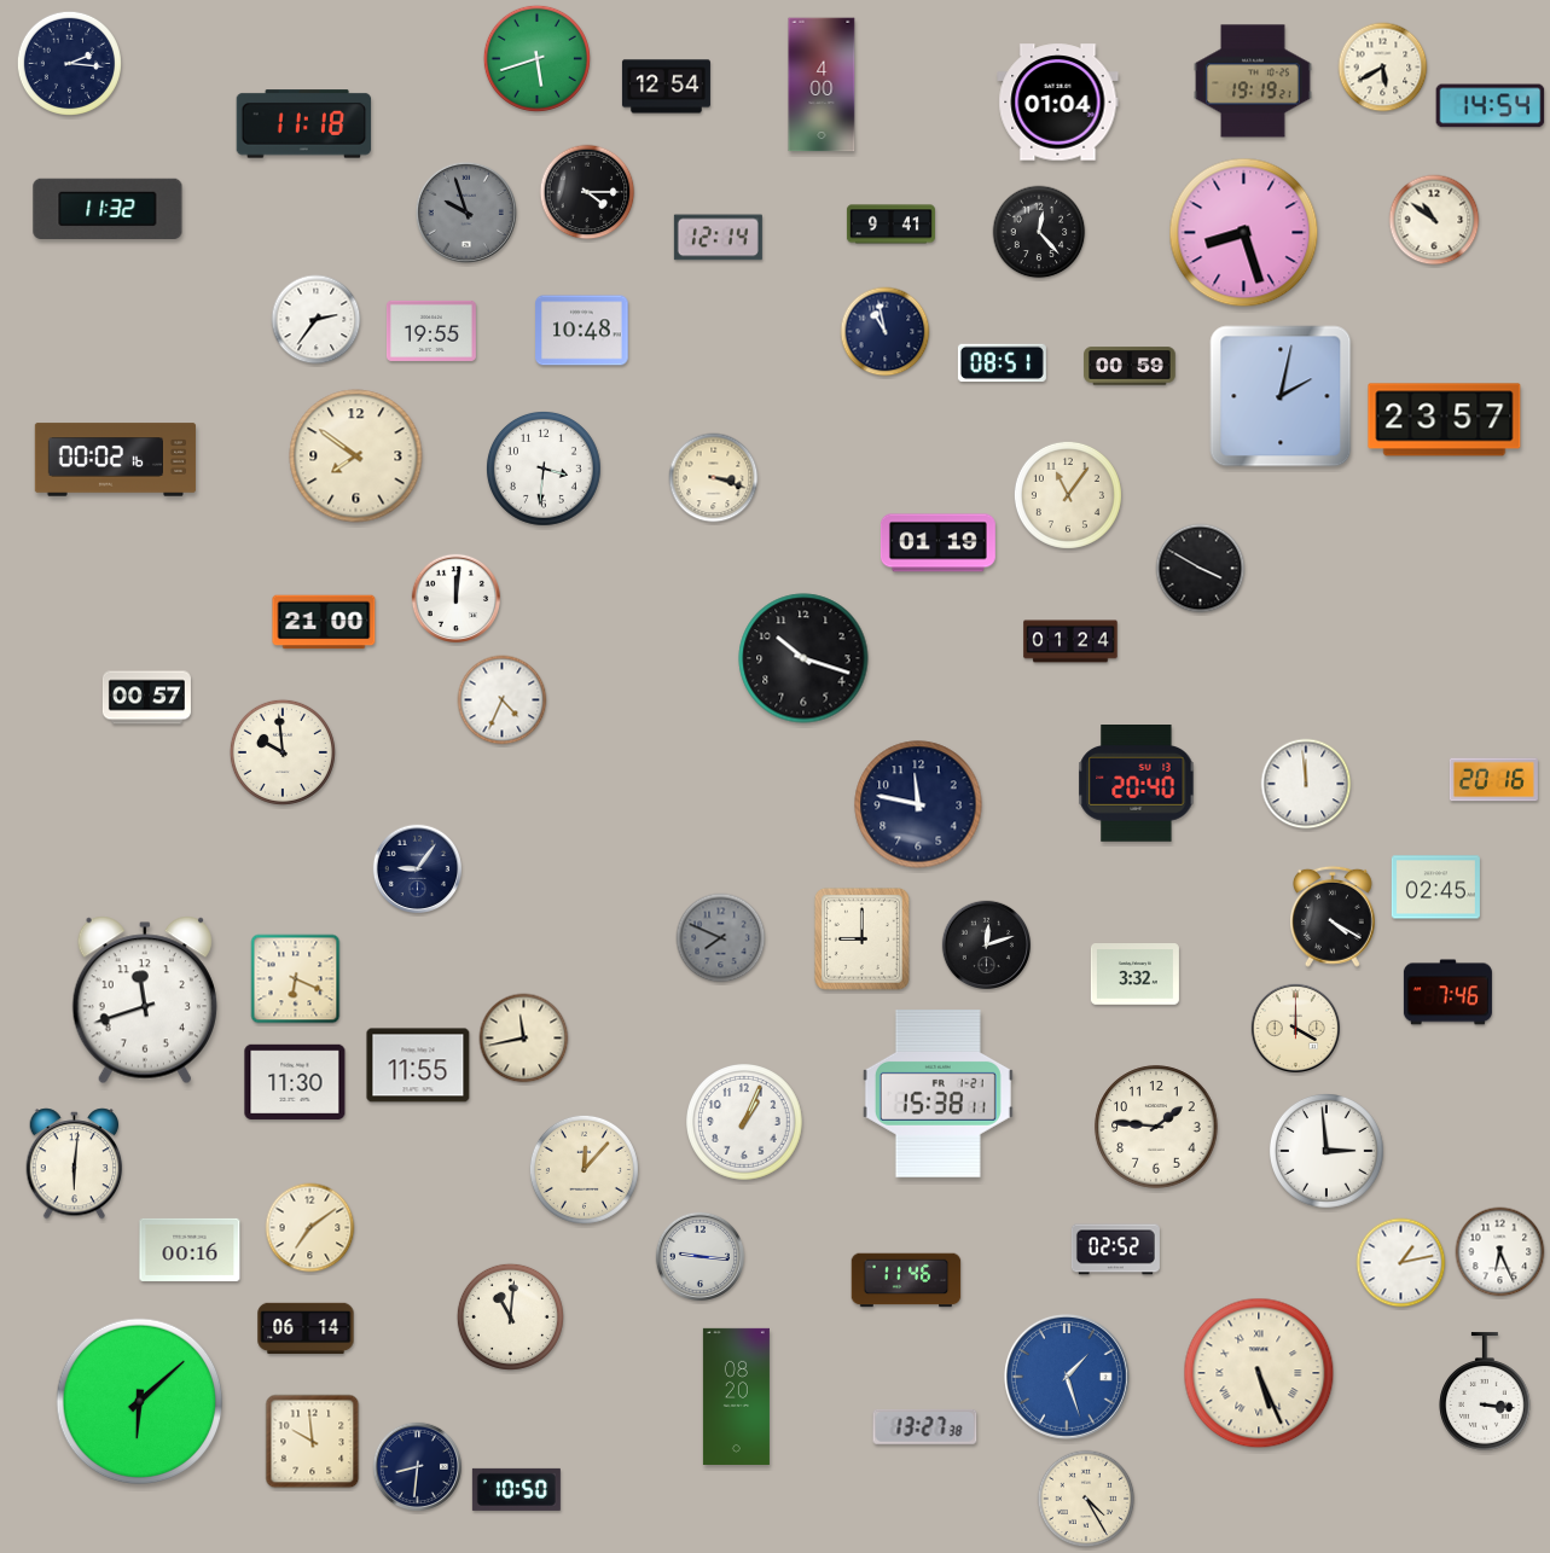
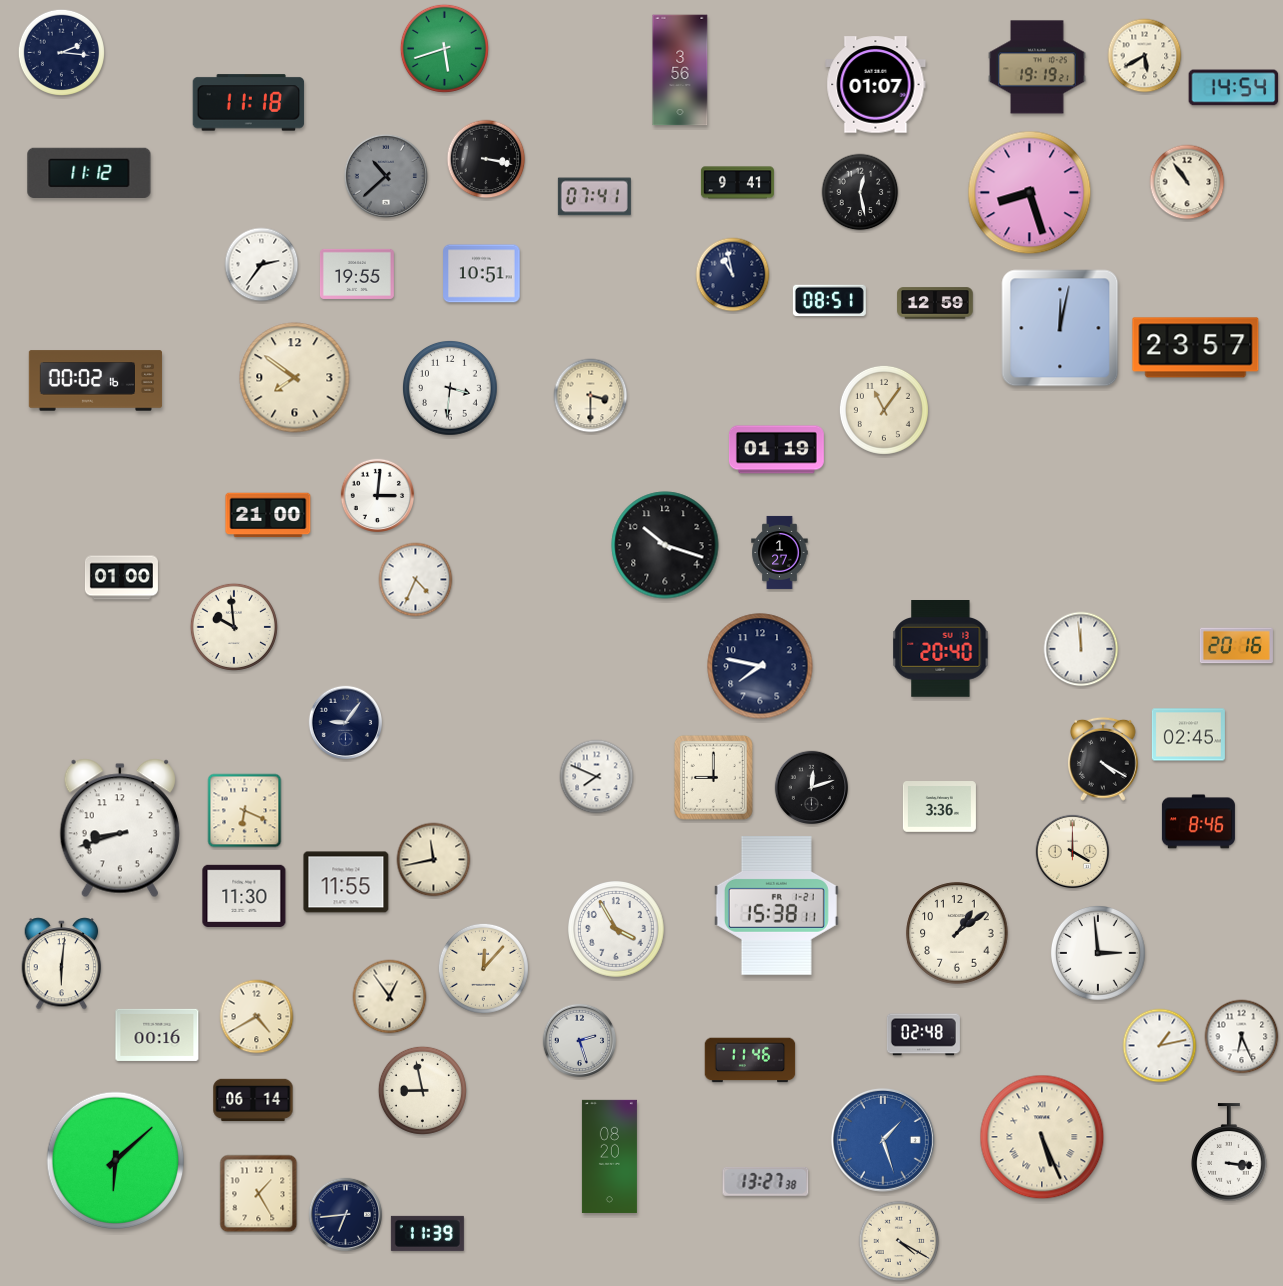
clock at (69, 63) position: (69, 63) -> (61, 52)
clock at (822, 85): 4:00 -> 3:56
clock at (666, 87): 12:54 -> none
clock at (1058, 103): 01:04 -> 01:07
clock at (304, 124) position: (304, 124) -> (249, 103)
clock at (587, 192): 4:15 -> 3:17
clock at (108, 209): 11:32 -> 11:12
clock at (466, 213): 9:57 -> 10:38
clock at (1434, 220): 10:51 -> 10:54
clock at (890, 225) position: (890, 225) -> (737, 183)
clock at (1039, 232): 12:23 -> 12:28
clock at (718, 238): 12:14 -> 07:41
clock at (582, 331): 10:48 -> 10:51
clock at (1130, 366): 00:59 -> 12:59
clock at (1281, 396): 2:02 -> 12:02
clock at (714, 478): 3:18 -> 3:30
clock at (1201, 569): 3:50 -> none
clock at (455, 598): 12:01 -> 3:01
clock at (1070, 641): 01:24 -> none
clock at (780, 552): none -> 1:27
clock at (146, 698): 00:57 -> 01:00
clock at (283, 752) position: (283, 752) -> (234, 627)
clock at (918, 804): 11:47 -> 7:47
clock at (417, 868) position: (417, 868) -> (345, 722)
clock at (721, 938) dial: grey -> white
clock at (986, 944) position: (986, 944) -> (811, 787)
clock at (1134, 975): 3:32 -> 3:36
clock at (1447, 993): 7:46 -> 8:46
clock at (145, 1000): 11:42 -> 8:42
clock at (745, 1123): 1:04 -> 3:55
clock at (1156, 1127): 1:46 -> 1:09
clock at (390, 997): none -> 12:54
clock at (310, 1228): 7:09 -> 4:40
clock at (1115, 1250): 02:52 -> 02:48
clock at (699, 1256): 9:16 -> 2:27
clock at (510, 1316): 11:01 -> 8:58
clock at (313, 1442): 9:59 -> 1:25
clock at (417, 1466): 8:31 -> 6:44
clock at (516, 1489): 10:50 -> 11:39
clock at (1086, 1499): 4:25 -> 4:20
